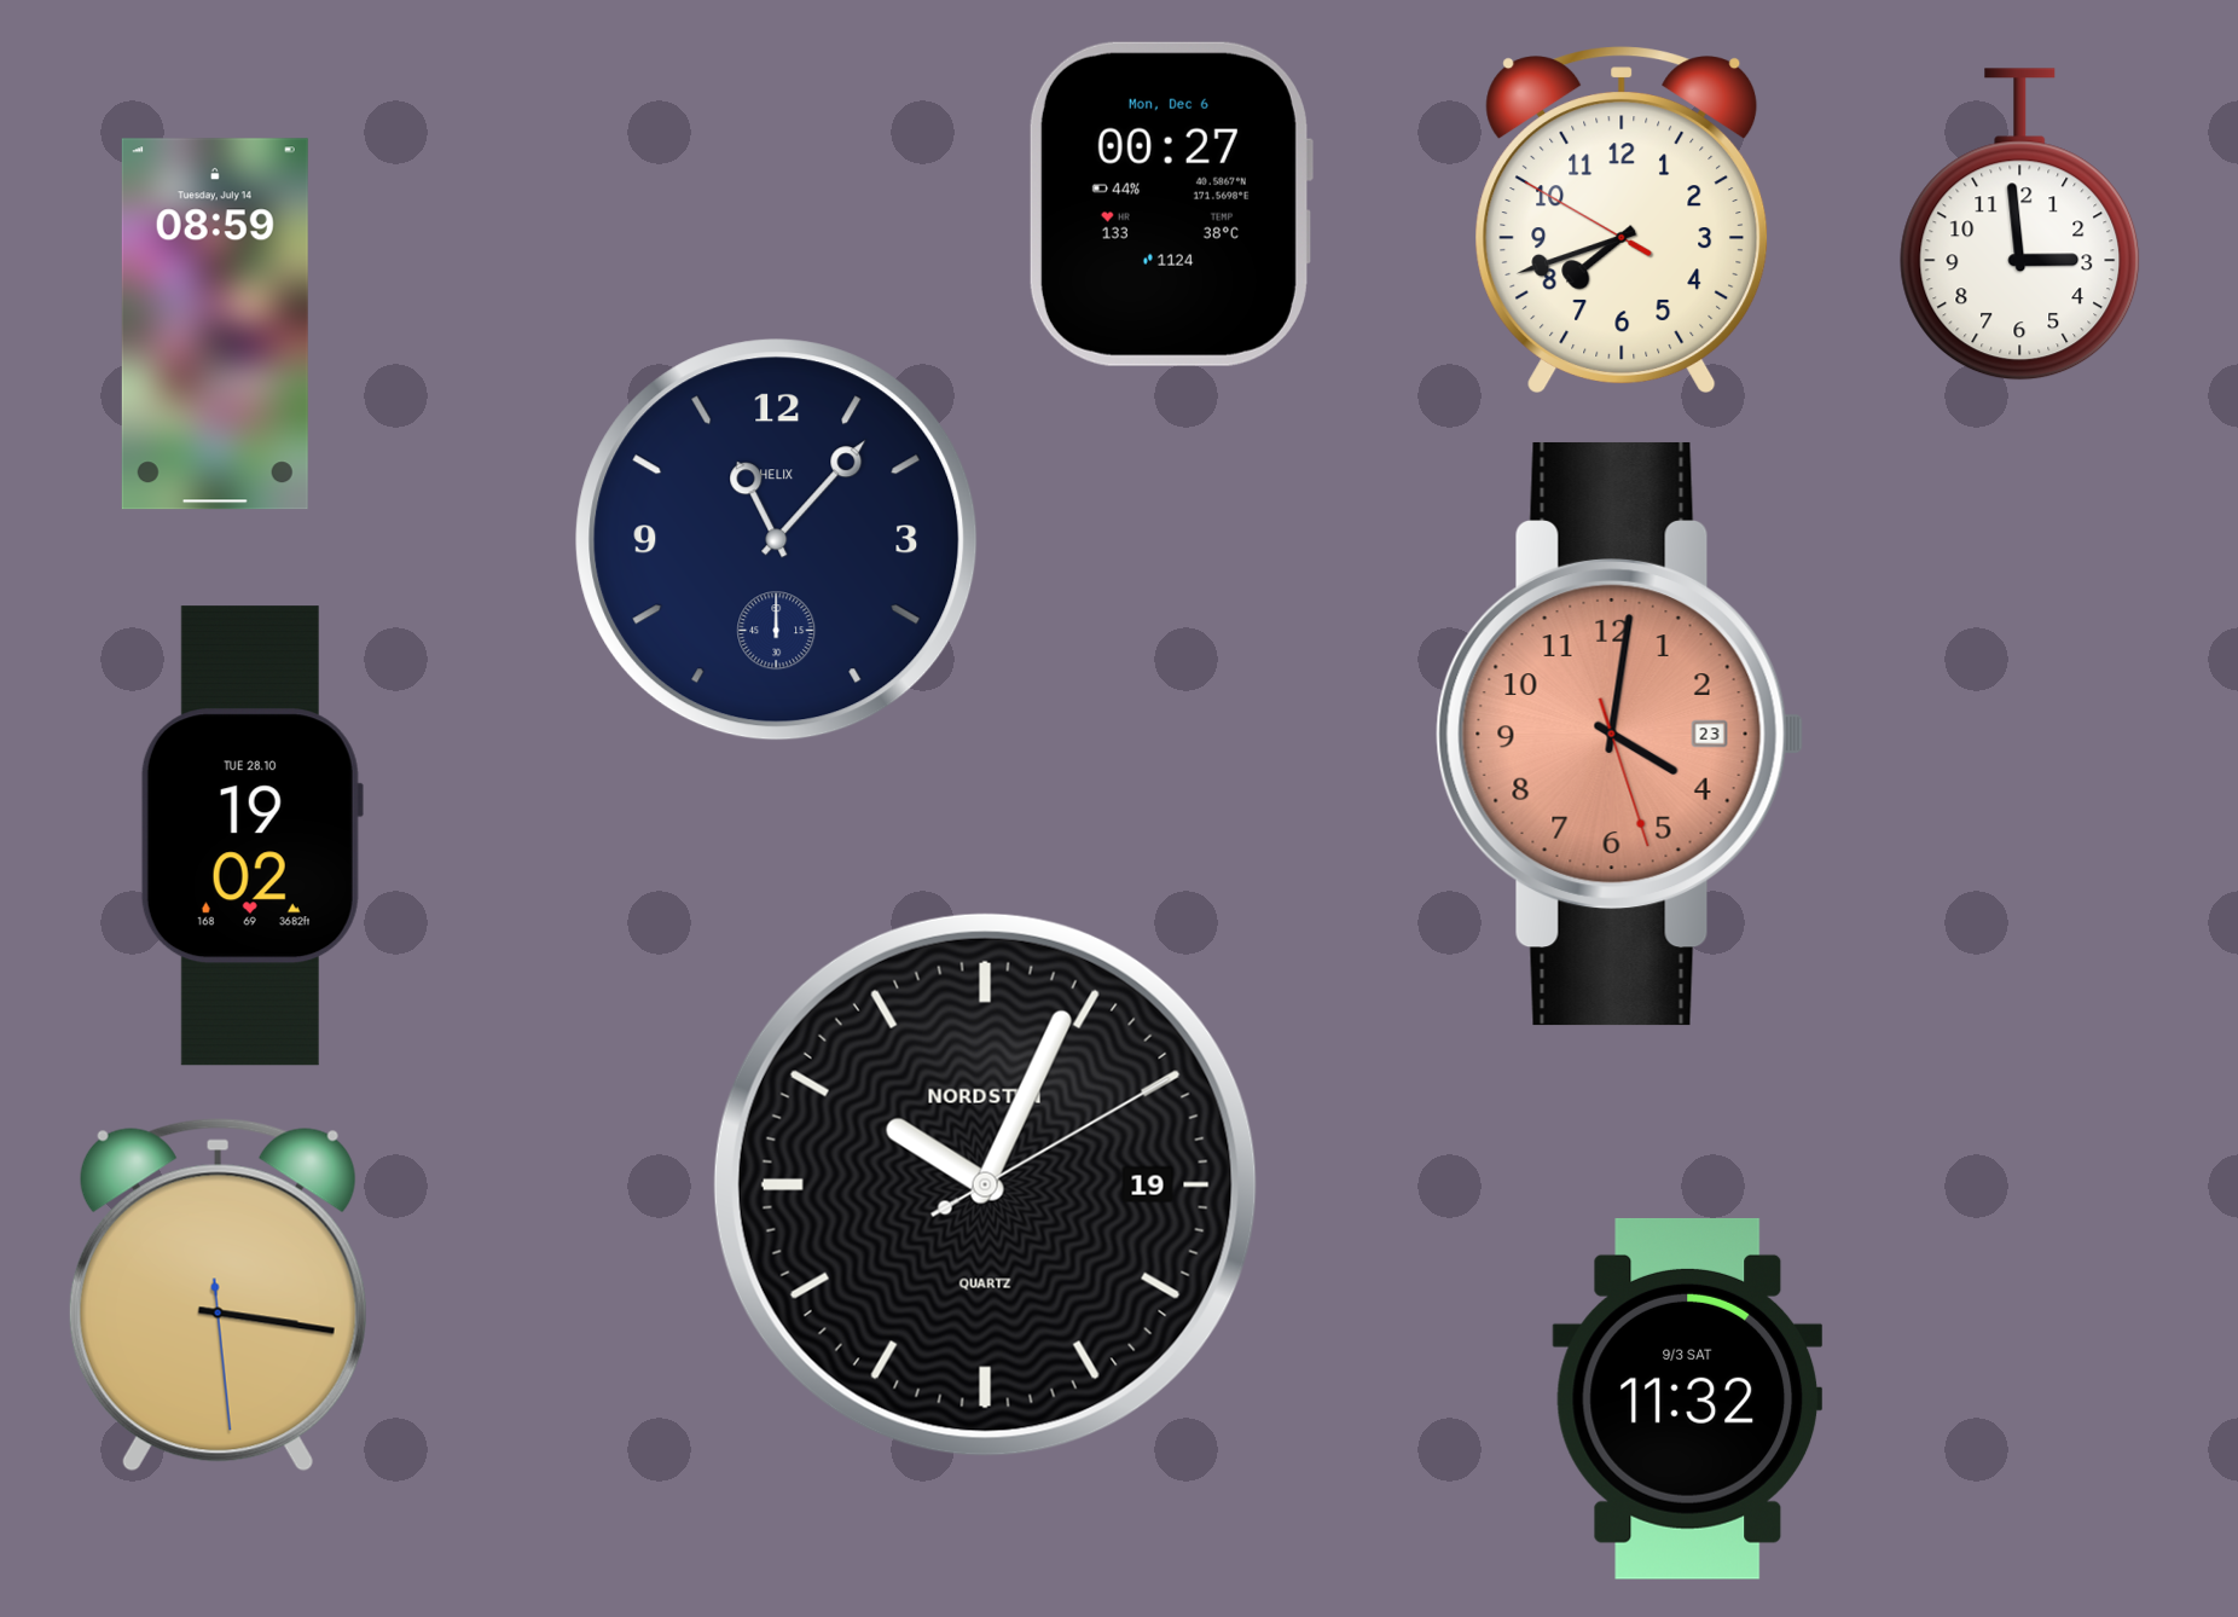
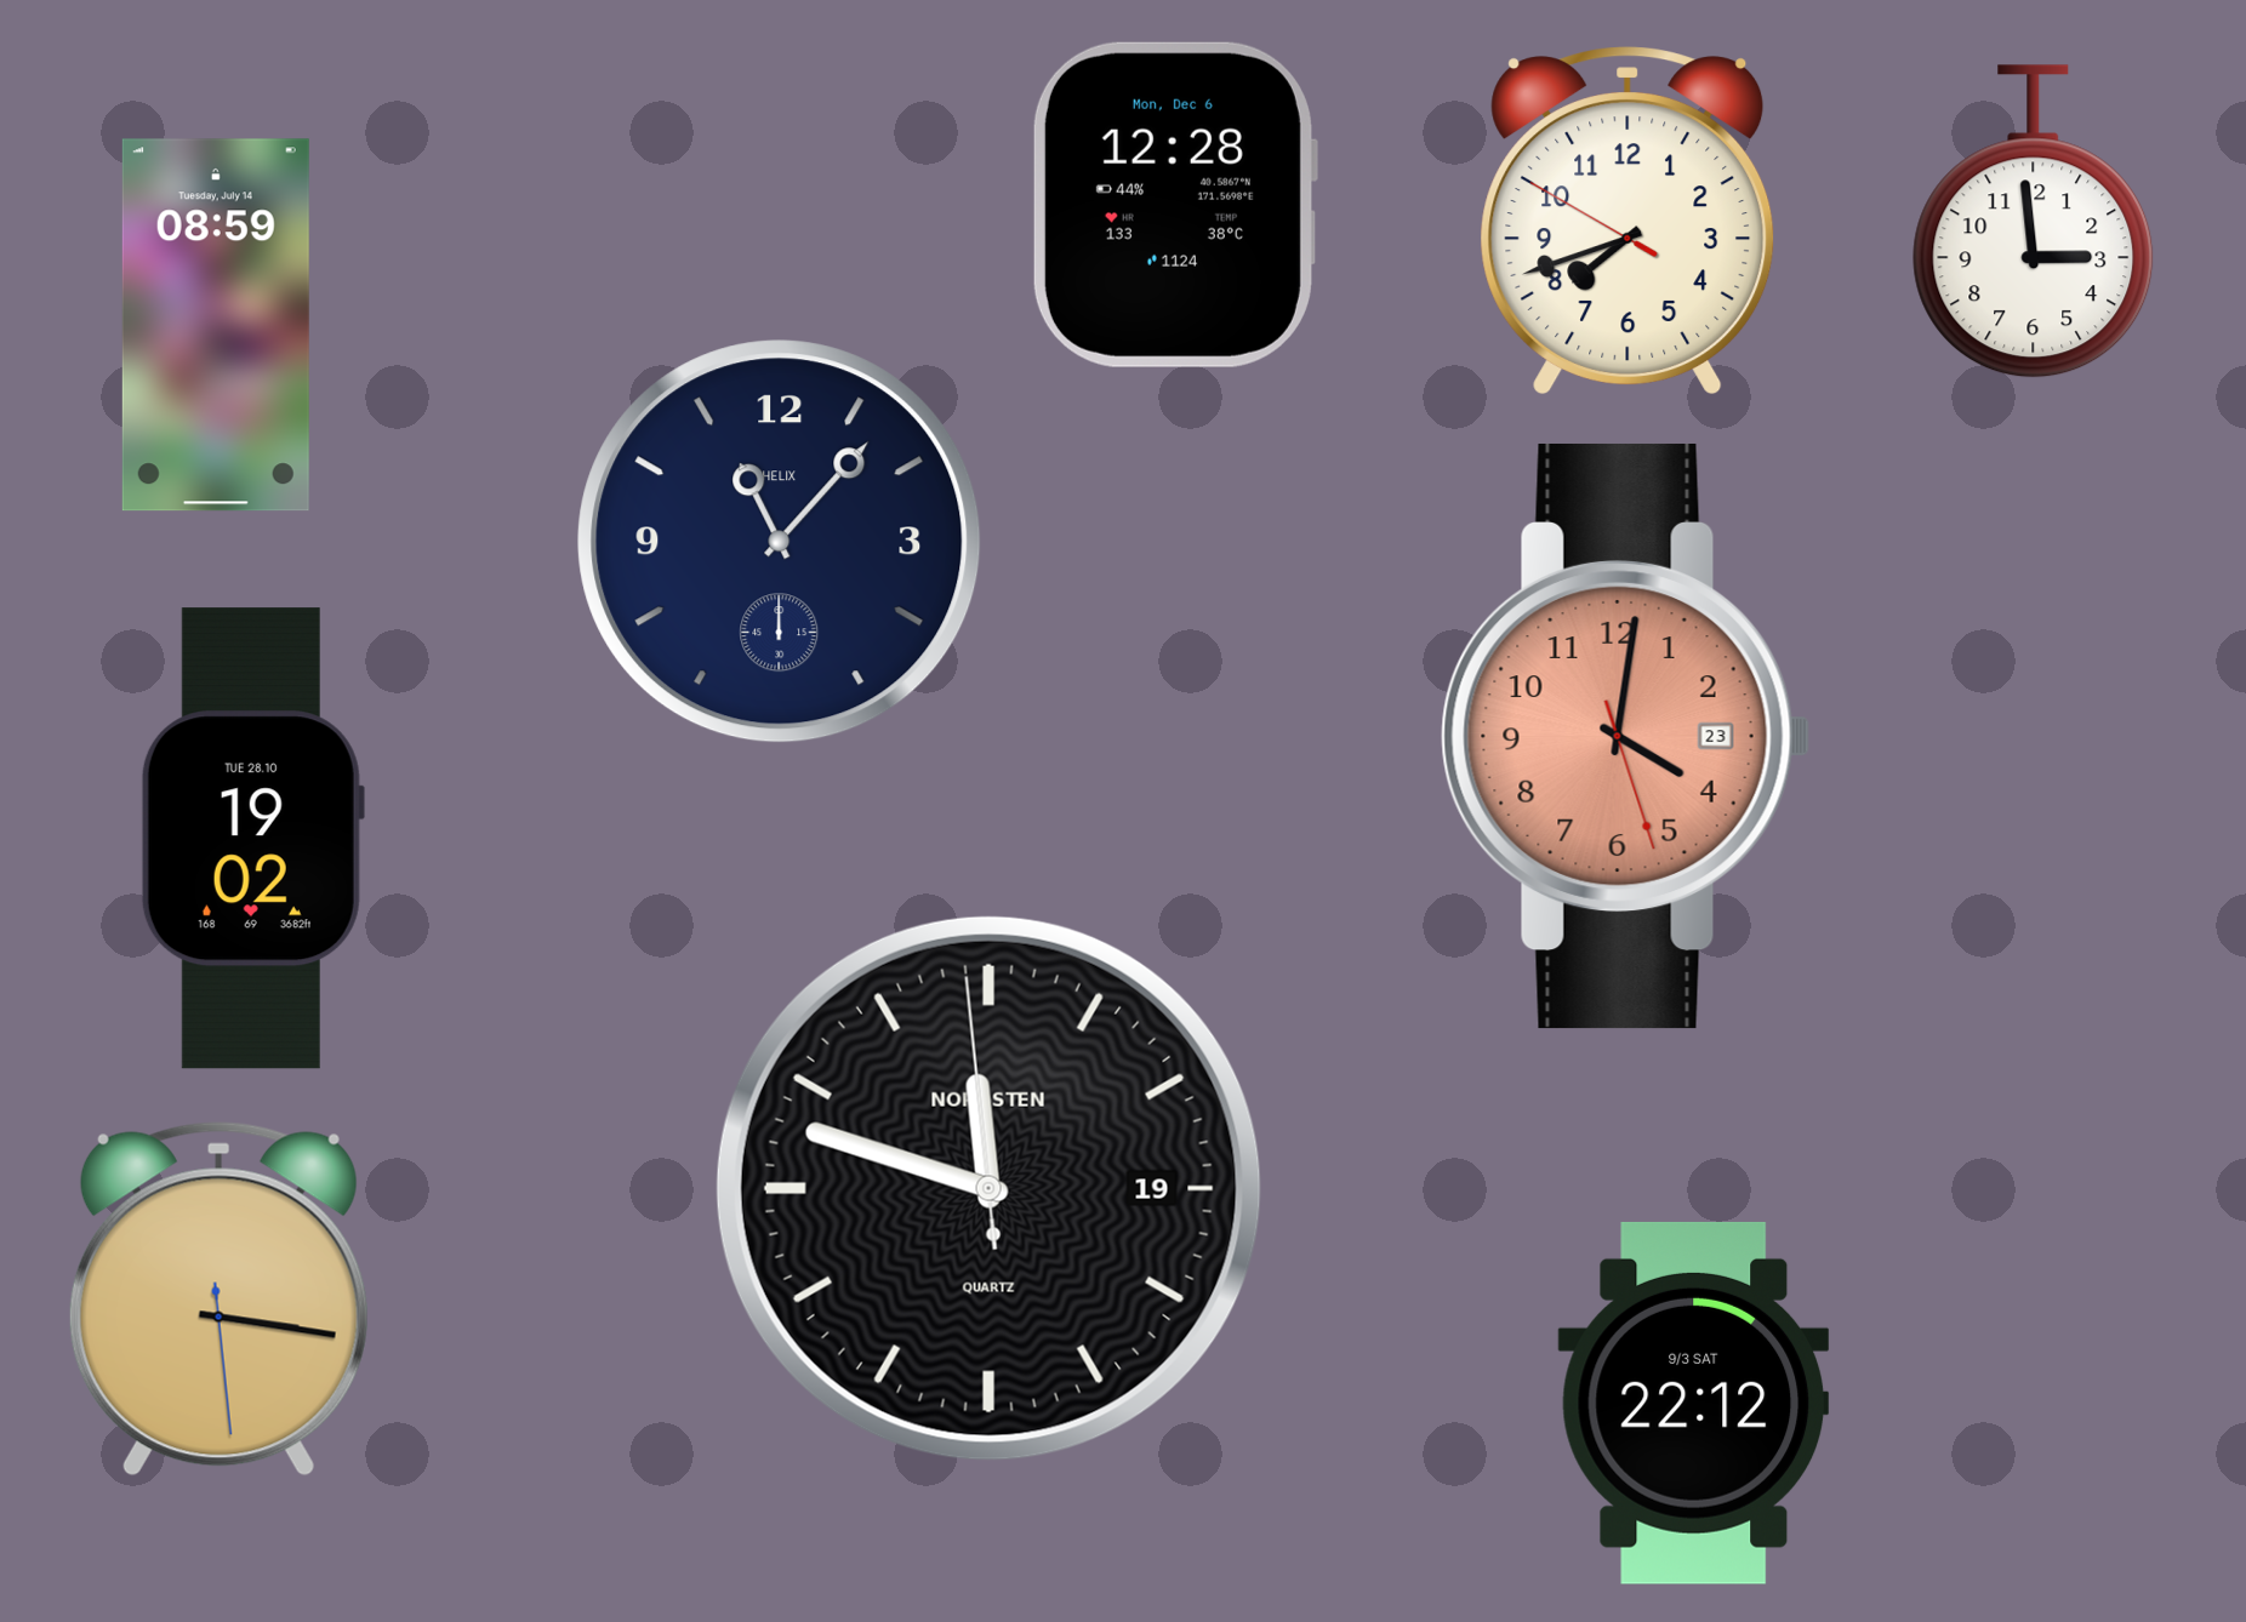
clock at (1170, 204): 00:27 -> 12:28
clock at (2020, 225) position: (2020, 225) -> (2034, 222)
clock at (985, 1184): 10:04 -> 11:47
clock at (1688, 1398): 11:32 -> 22:12
